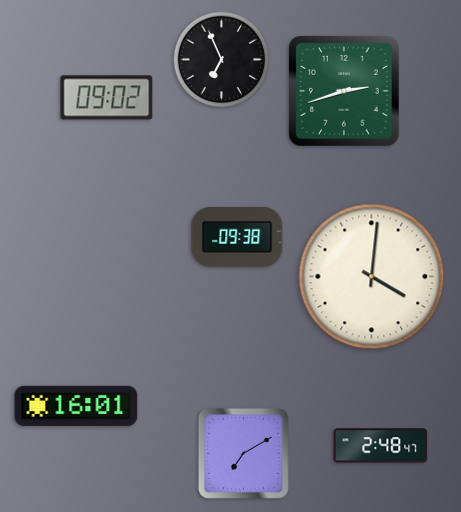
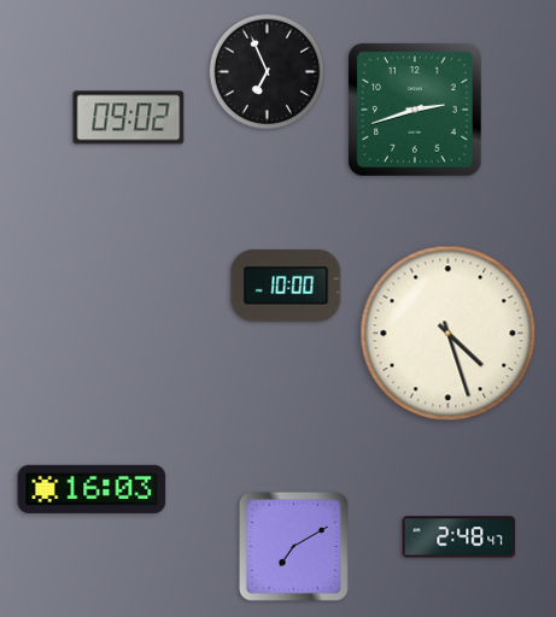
clock at (237, 237): 09:38 -> 10:00
clock at (372, 277): 4:01 -> 4:27
clock at (76, 406): 16:01 -> 16:03
